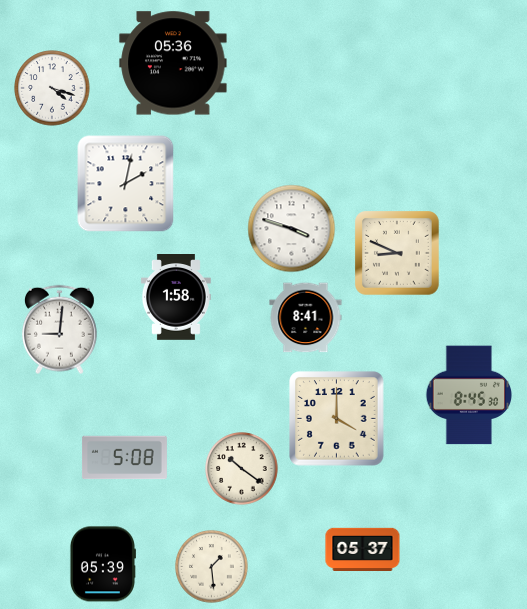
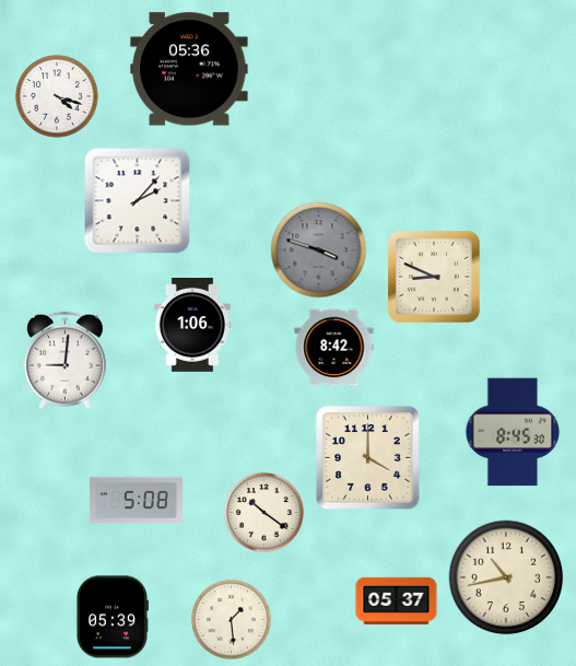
clock at (126, 184): 2:02 -> 2:07
clock at (292, 229) dial: white -> grey
clock at (176, 298): 1:58 -> 1:06
clock at (306, 318): 8:41 -> 8:42
clock at (506, 577): none -> 10:43
